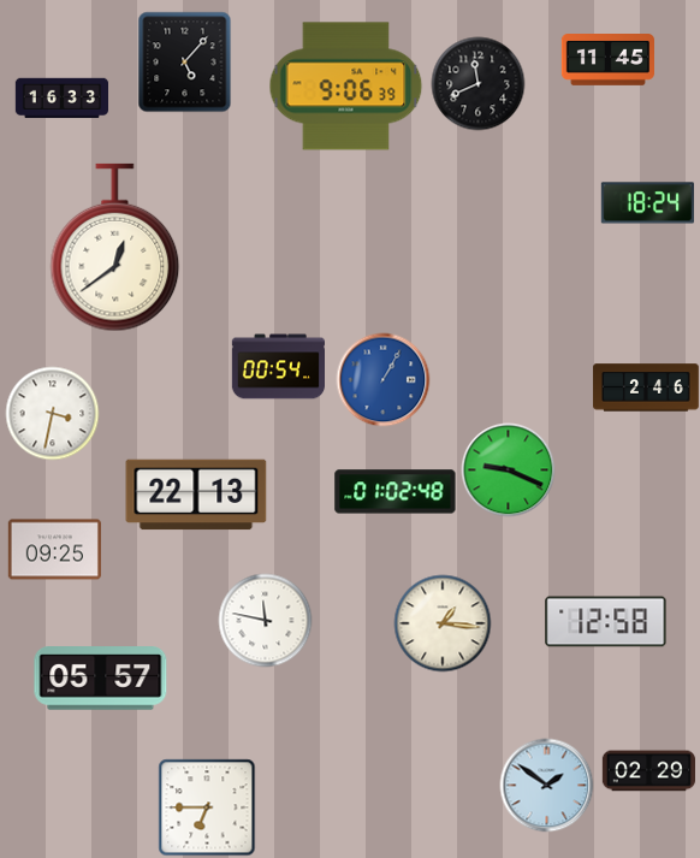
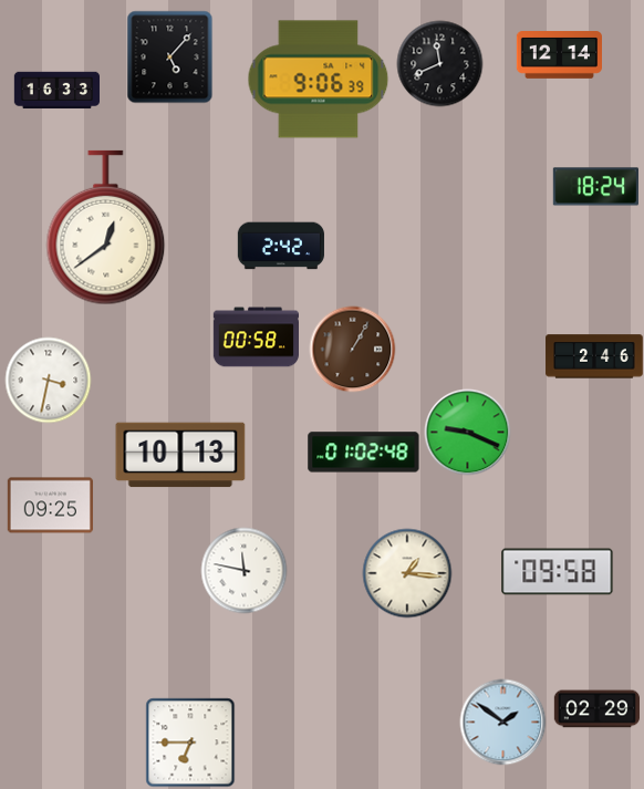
clock at (607, 60): 11:45 -> 12:14
clock at (477, 83) position: (477, 83) -> (439, 63)
clock at (281, 246): none -> 2:42
clock at (278, 367): 00:54 -> 00:58
clock at (382, 379) dial: blue -> brown
clock at (196, 495): 22:13 -> 10:13
clock at (606, 622): 12:58 -> 09:58
clock at (101, 679): 05:57 -> none
